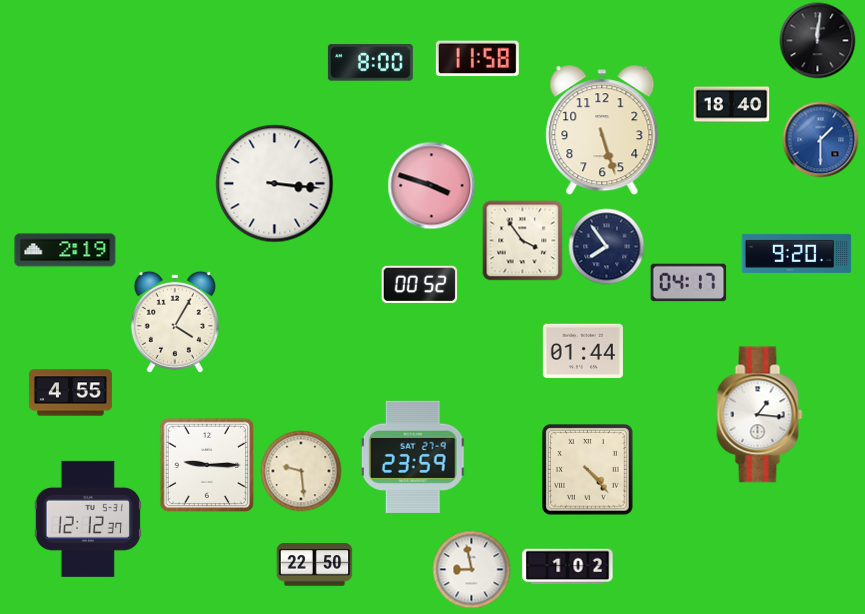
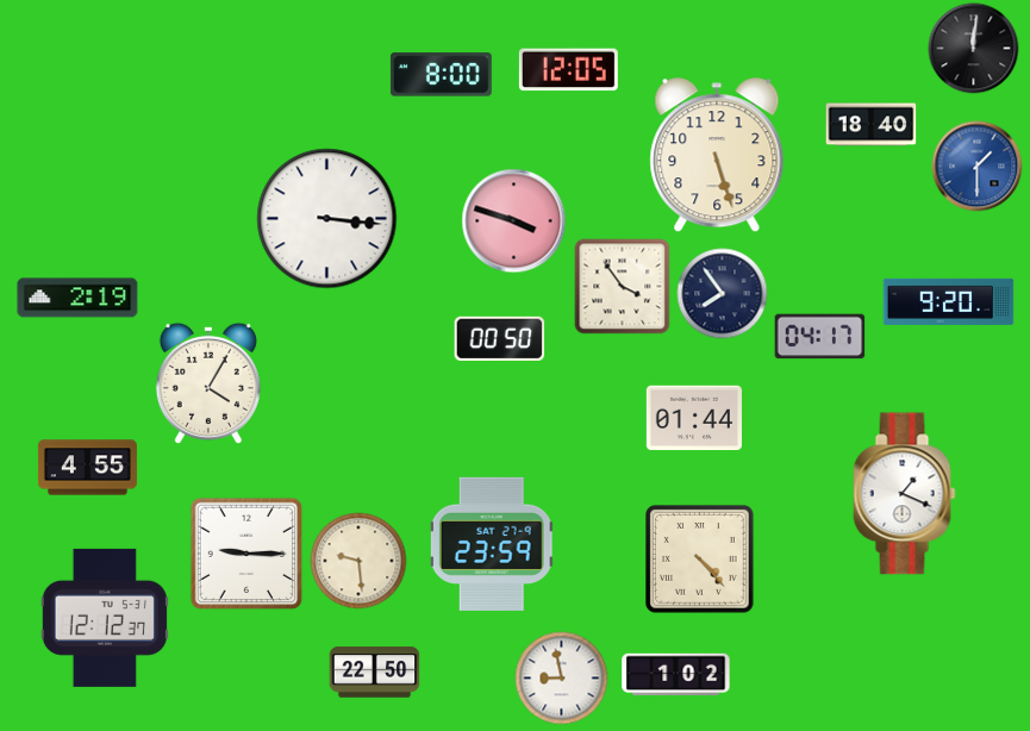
clock at (477, 59): 11:58 -> 12:05
clock at (420, 284): 00:52 -> 00:50
clock at (70, 393) position: (70, 393) -> (87, 468)
clock at (760, 415): 1:16 -> 1:19
